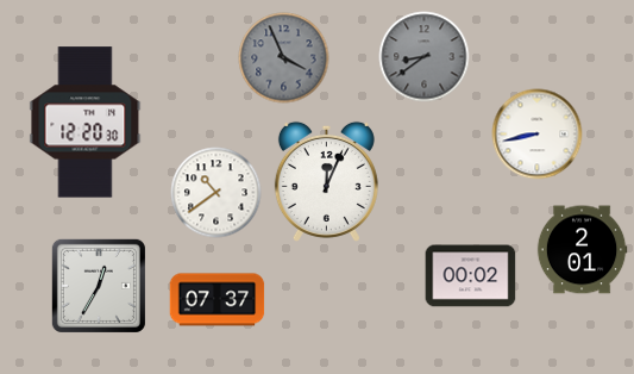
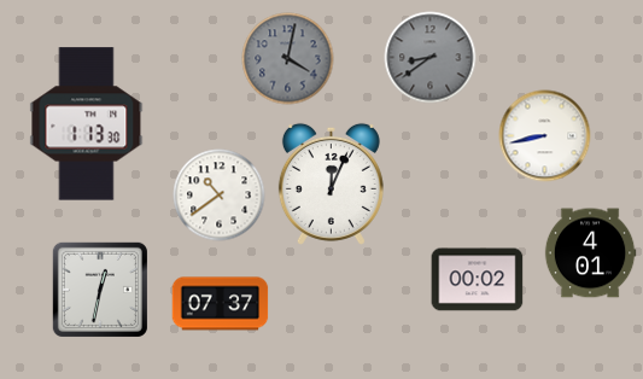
clock at (284, 58): 3:56 -> 4:02
clock at (86, 123): 12:20 -> 1:13
clock at (582, 250): 2:01 -> 4:01
clock at (99, 286): 12:35 -> 12:32
